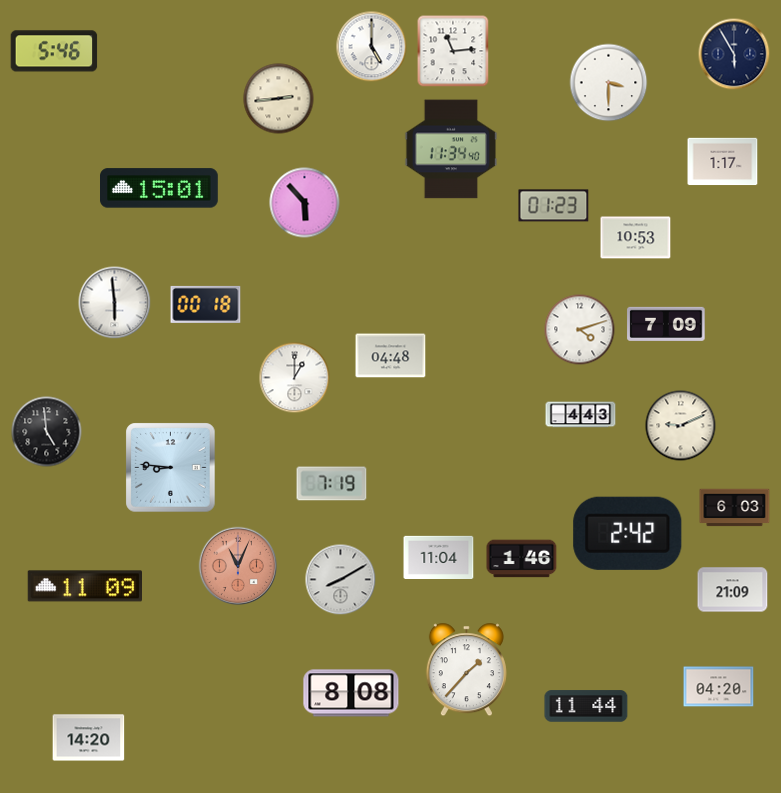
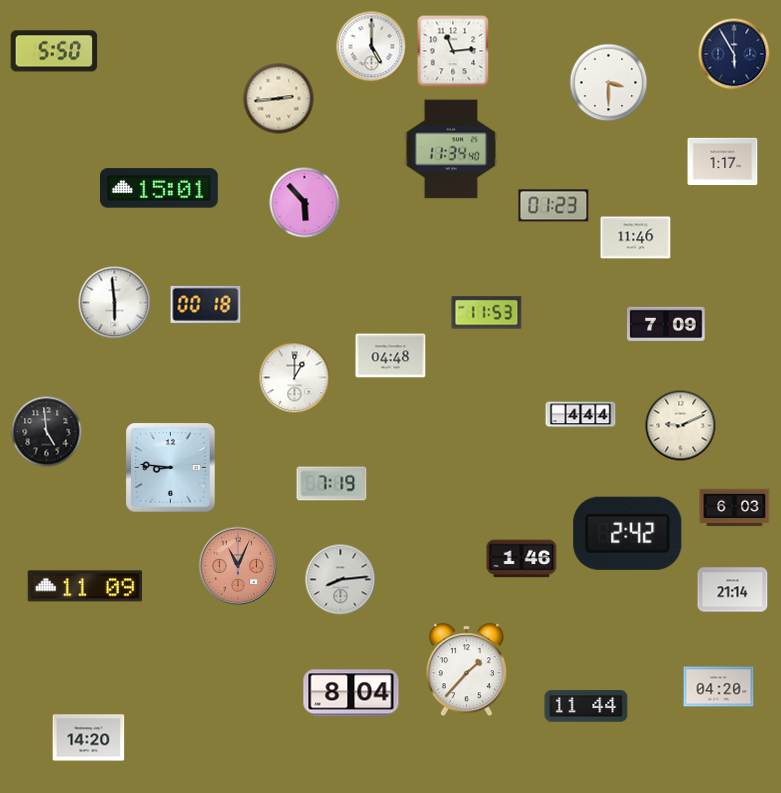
clock at (54, 51): 5:46 -> 5:50
clock at (636, 238): 10:53 -> 11:46
clock at (487, 313): none -> 11:53
clock at (580, 330): 4:12 -> none
clock at (581, 415): 4:43 -> 4:44
clock at (439, 557): 11:04 -> none
clock at (341, 580): 8:10 -> 8:14
clock at (733, 590): 21:09 -> 21:14
clock at (351, 693): 8:08 -> 8:04
